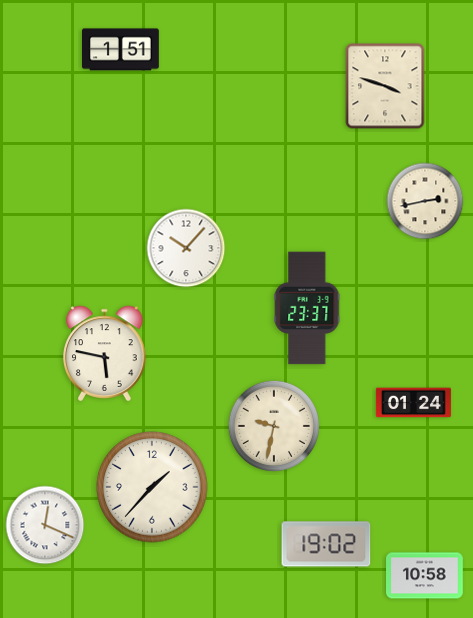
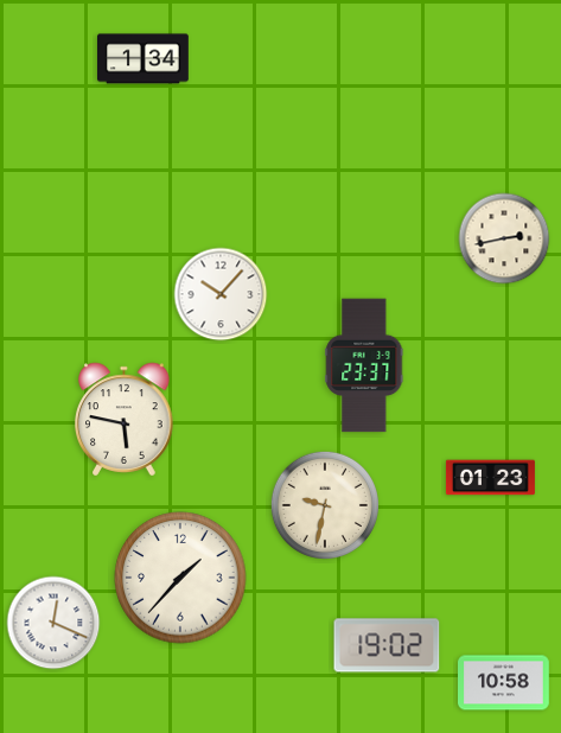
clock at (121, 50): 1:51 -> 1:34
clock at (385, 86): 3:48 -> none
clock at (413, 403): 01:24 -> 01:23
